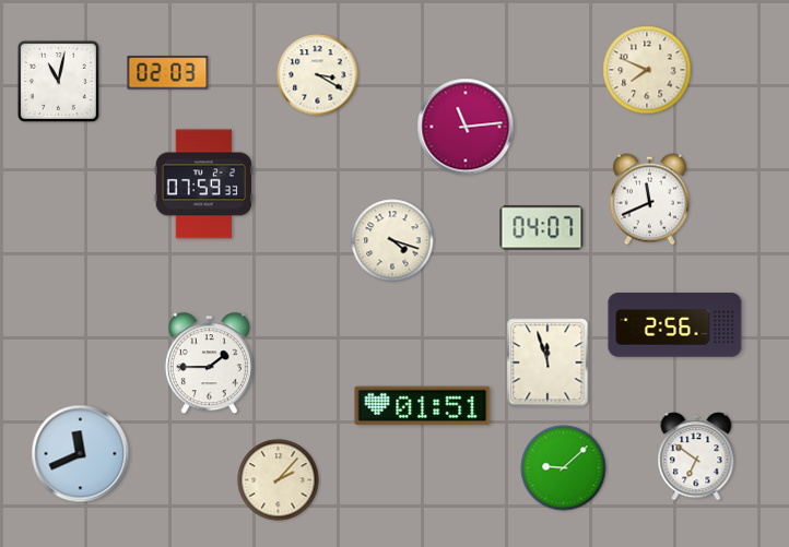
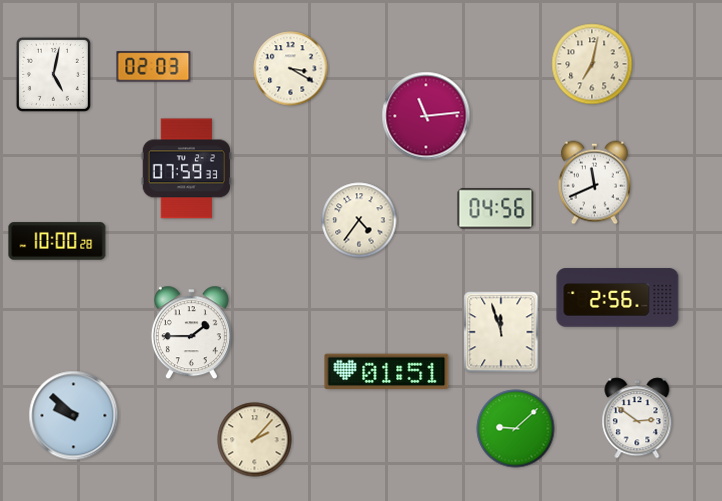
clock at (647, 70): 7:49 -> 7:02
clock at (58, 81): 11:02 -> 5:02
clock at (542, 228): 04:07 -> 04:56
clock at (392, 240): 4:18 -> 4:36
clock at (57, 241): none -> 10:00
clock at (81, 454): 11:41 -> 9:52
clock at (696, 456): 6:51 -> 2:51
